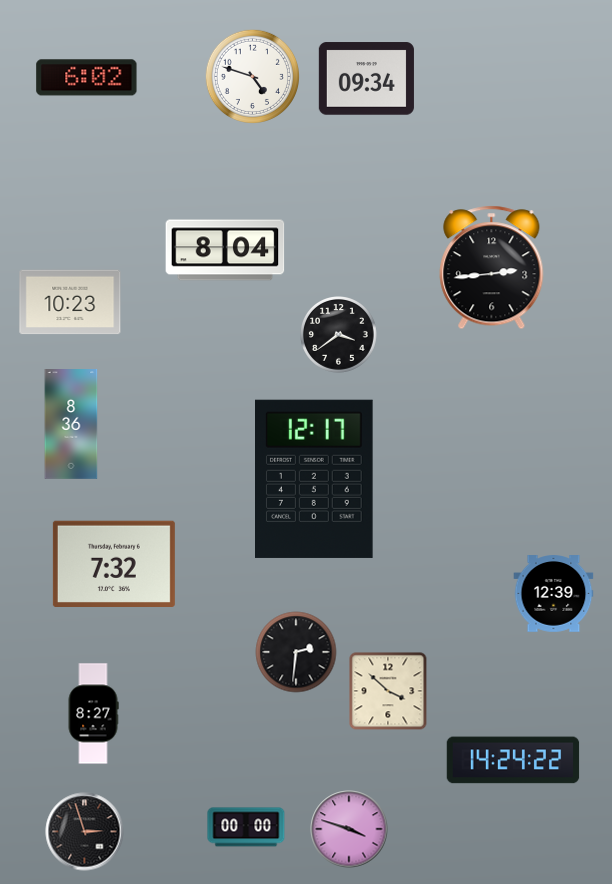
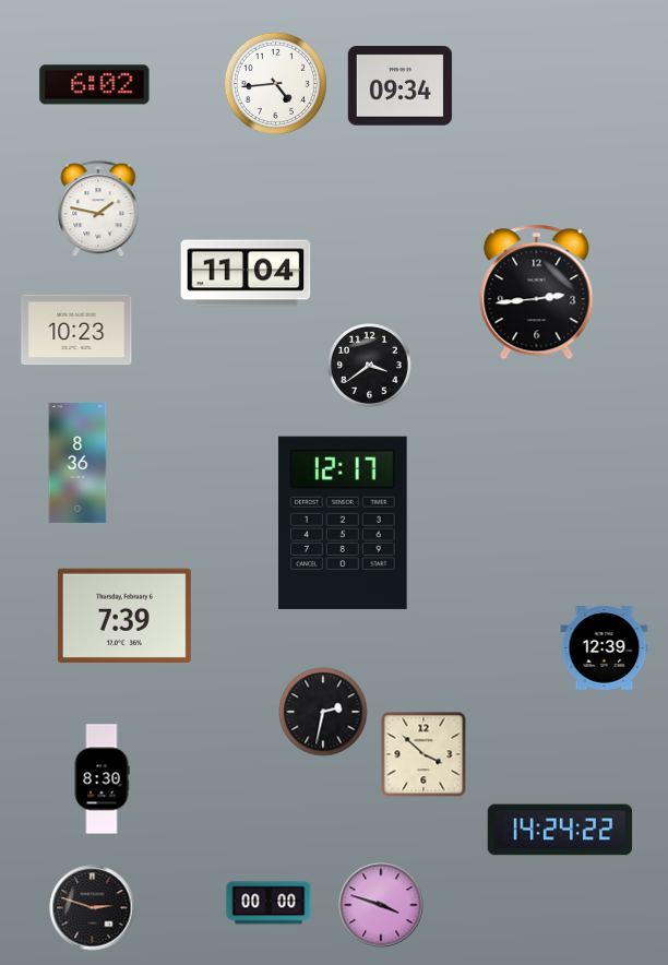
clock at (252, 76): 4:48 -> 4:44
clock at (98, 210): none -> 1:47
clock at (225, 250): 8:04 -> 11:04
clock at (114, 563): 7:32 -> 7:39
clock at (296, 652): 2:31 -> 2:32
clock at (93, 714): 8:27 -> 8:30
clock at (85, 832): 2:57 -> 2:48
